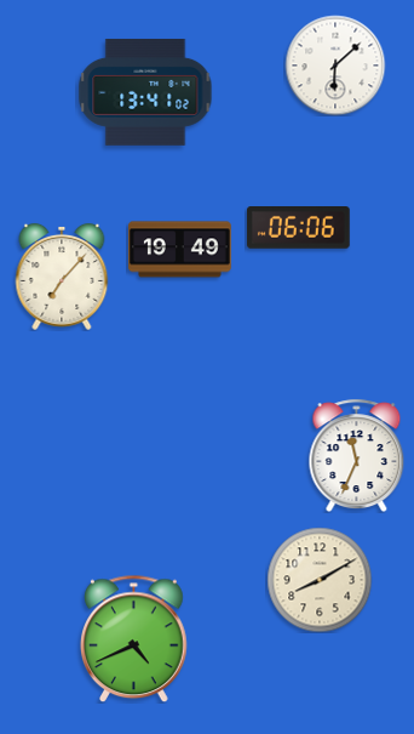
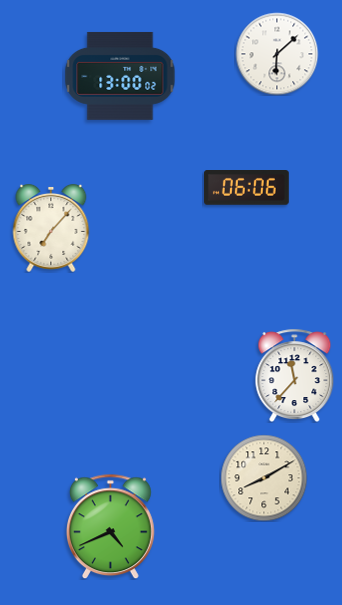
clock at (145, 92): 13:41 -> 13:00
clock at (180, 250): 19:49 -> none
clock at (357, 455): 11:34 -> 11:37
